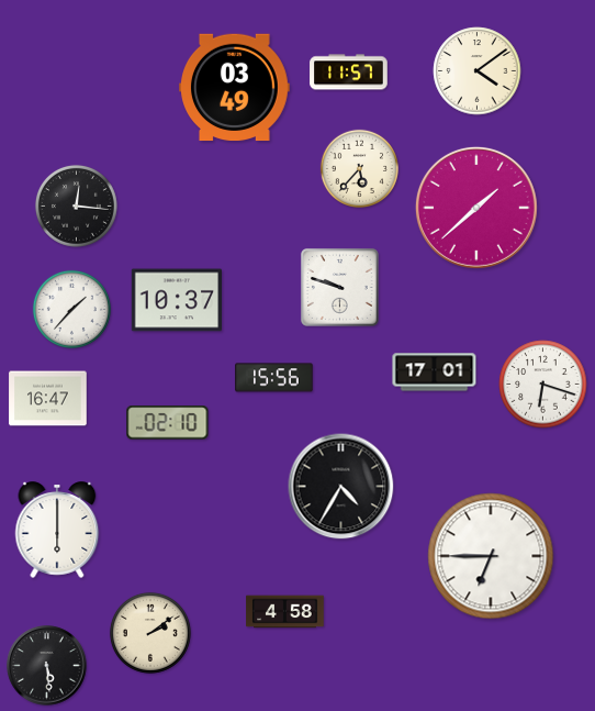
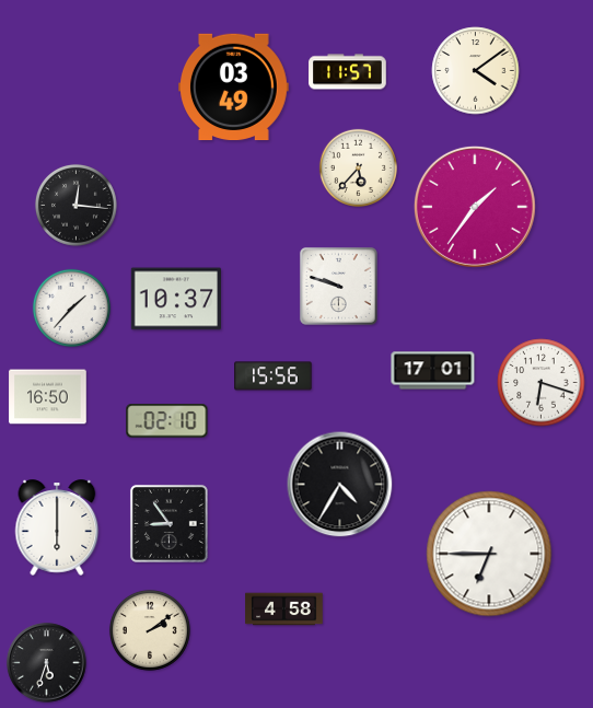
clock at (476, 208): 1:38 -> 1:36
clock at (48, 399): 16:47 -> 16:50
clock at (168, 523): none -> 8:54
clock at (47, 666): 5:29 -> 5:33
